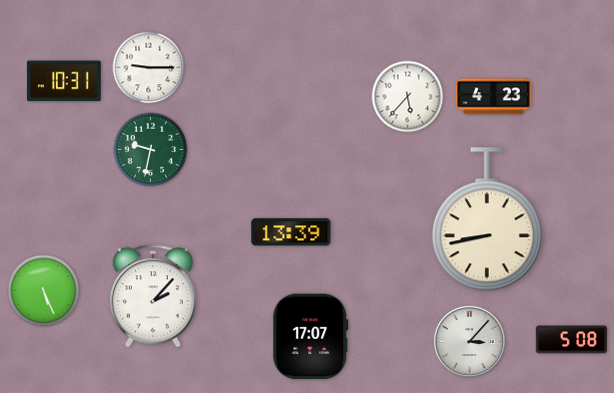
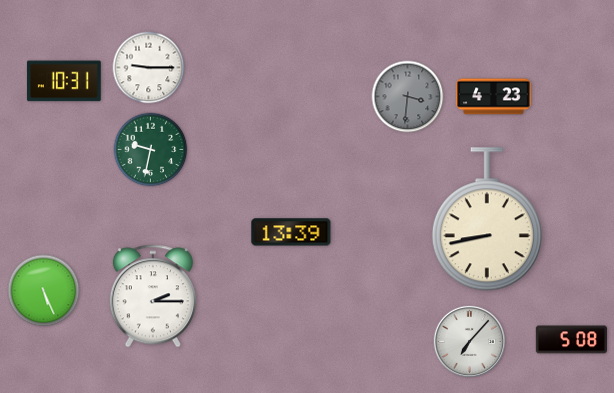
clock at (408, 97): 5:37 -> 3:31
clock at (408, 97) dial: white -> grey
clock at (153, 296): 2:07 -> 2:15
clock at (311, 337): 17:07 -> none
clock at (469, 341): 3:07 -> 7:07
